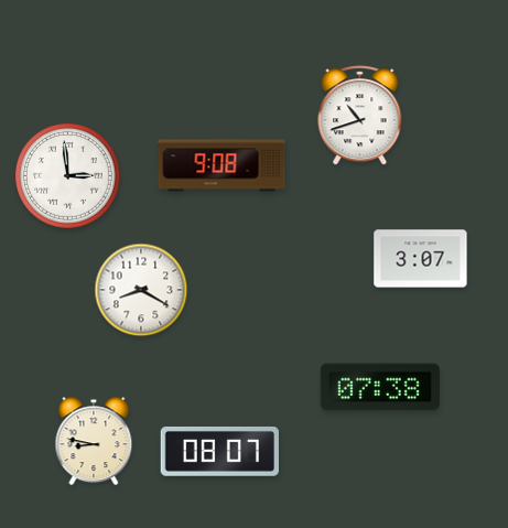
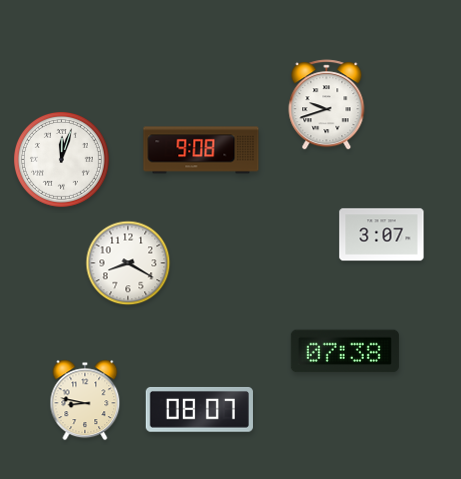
clock at (360, 116): 10:42 -> 9:42
clock at (68, 176): 2:59 -> 12:03
